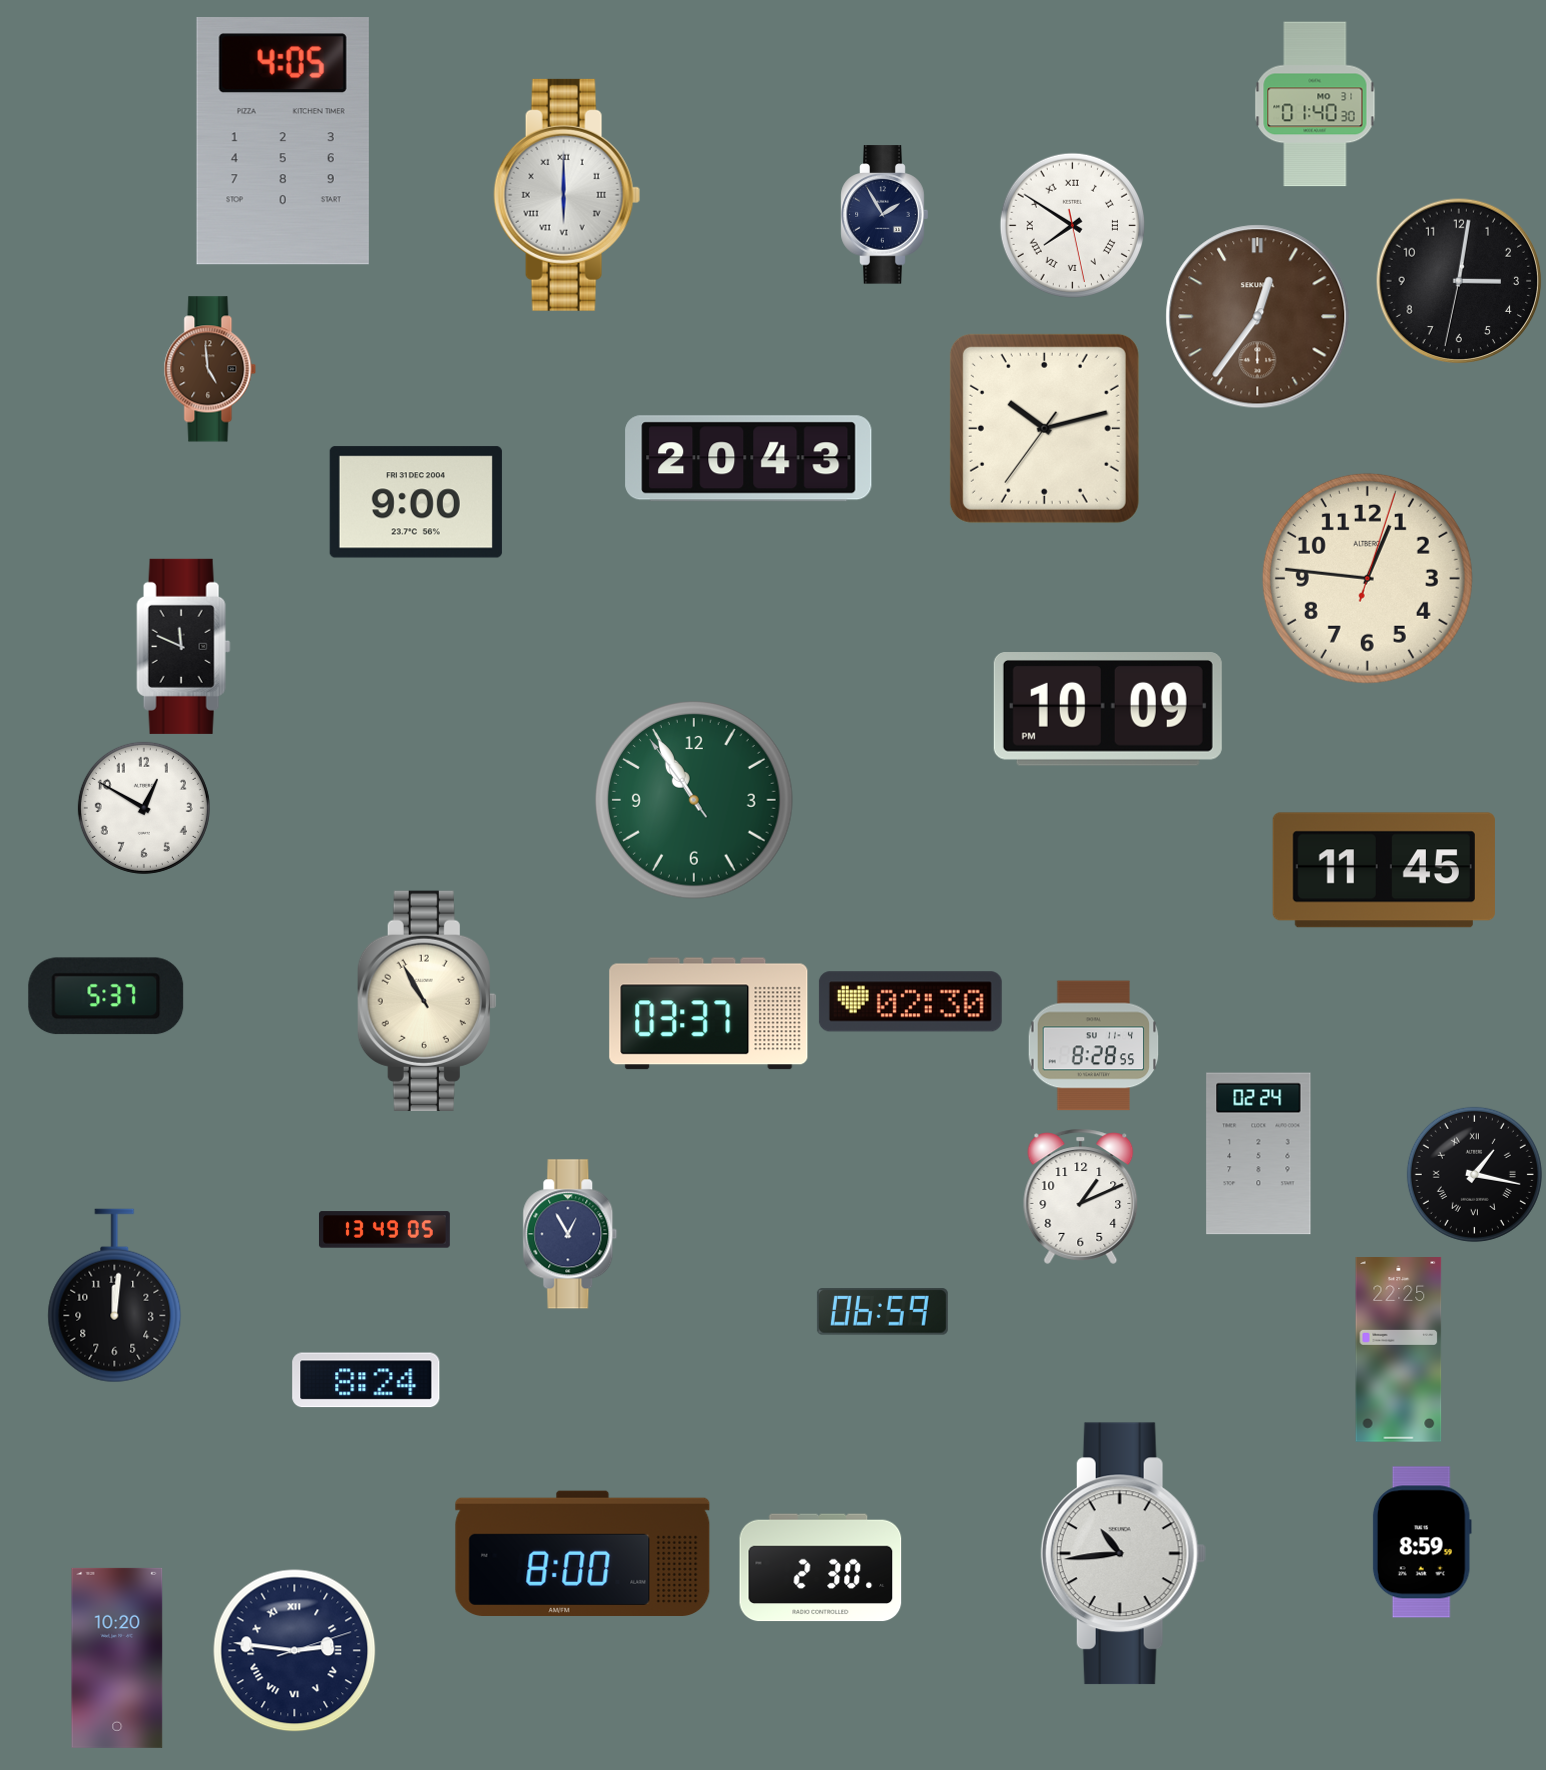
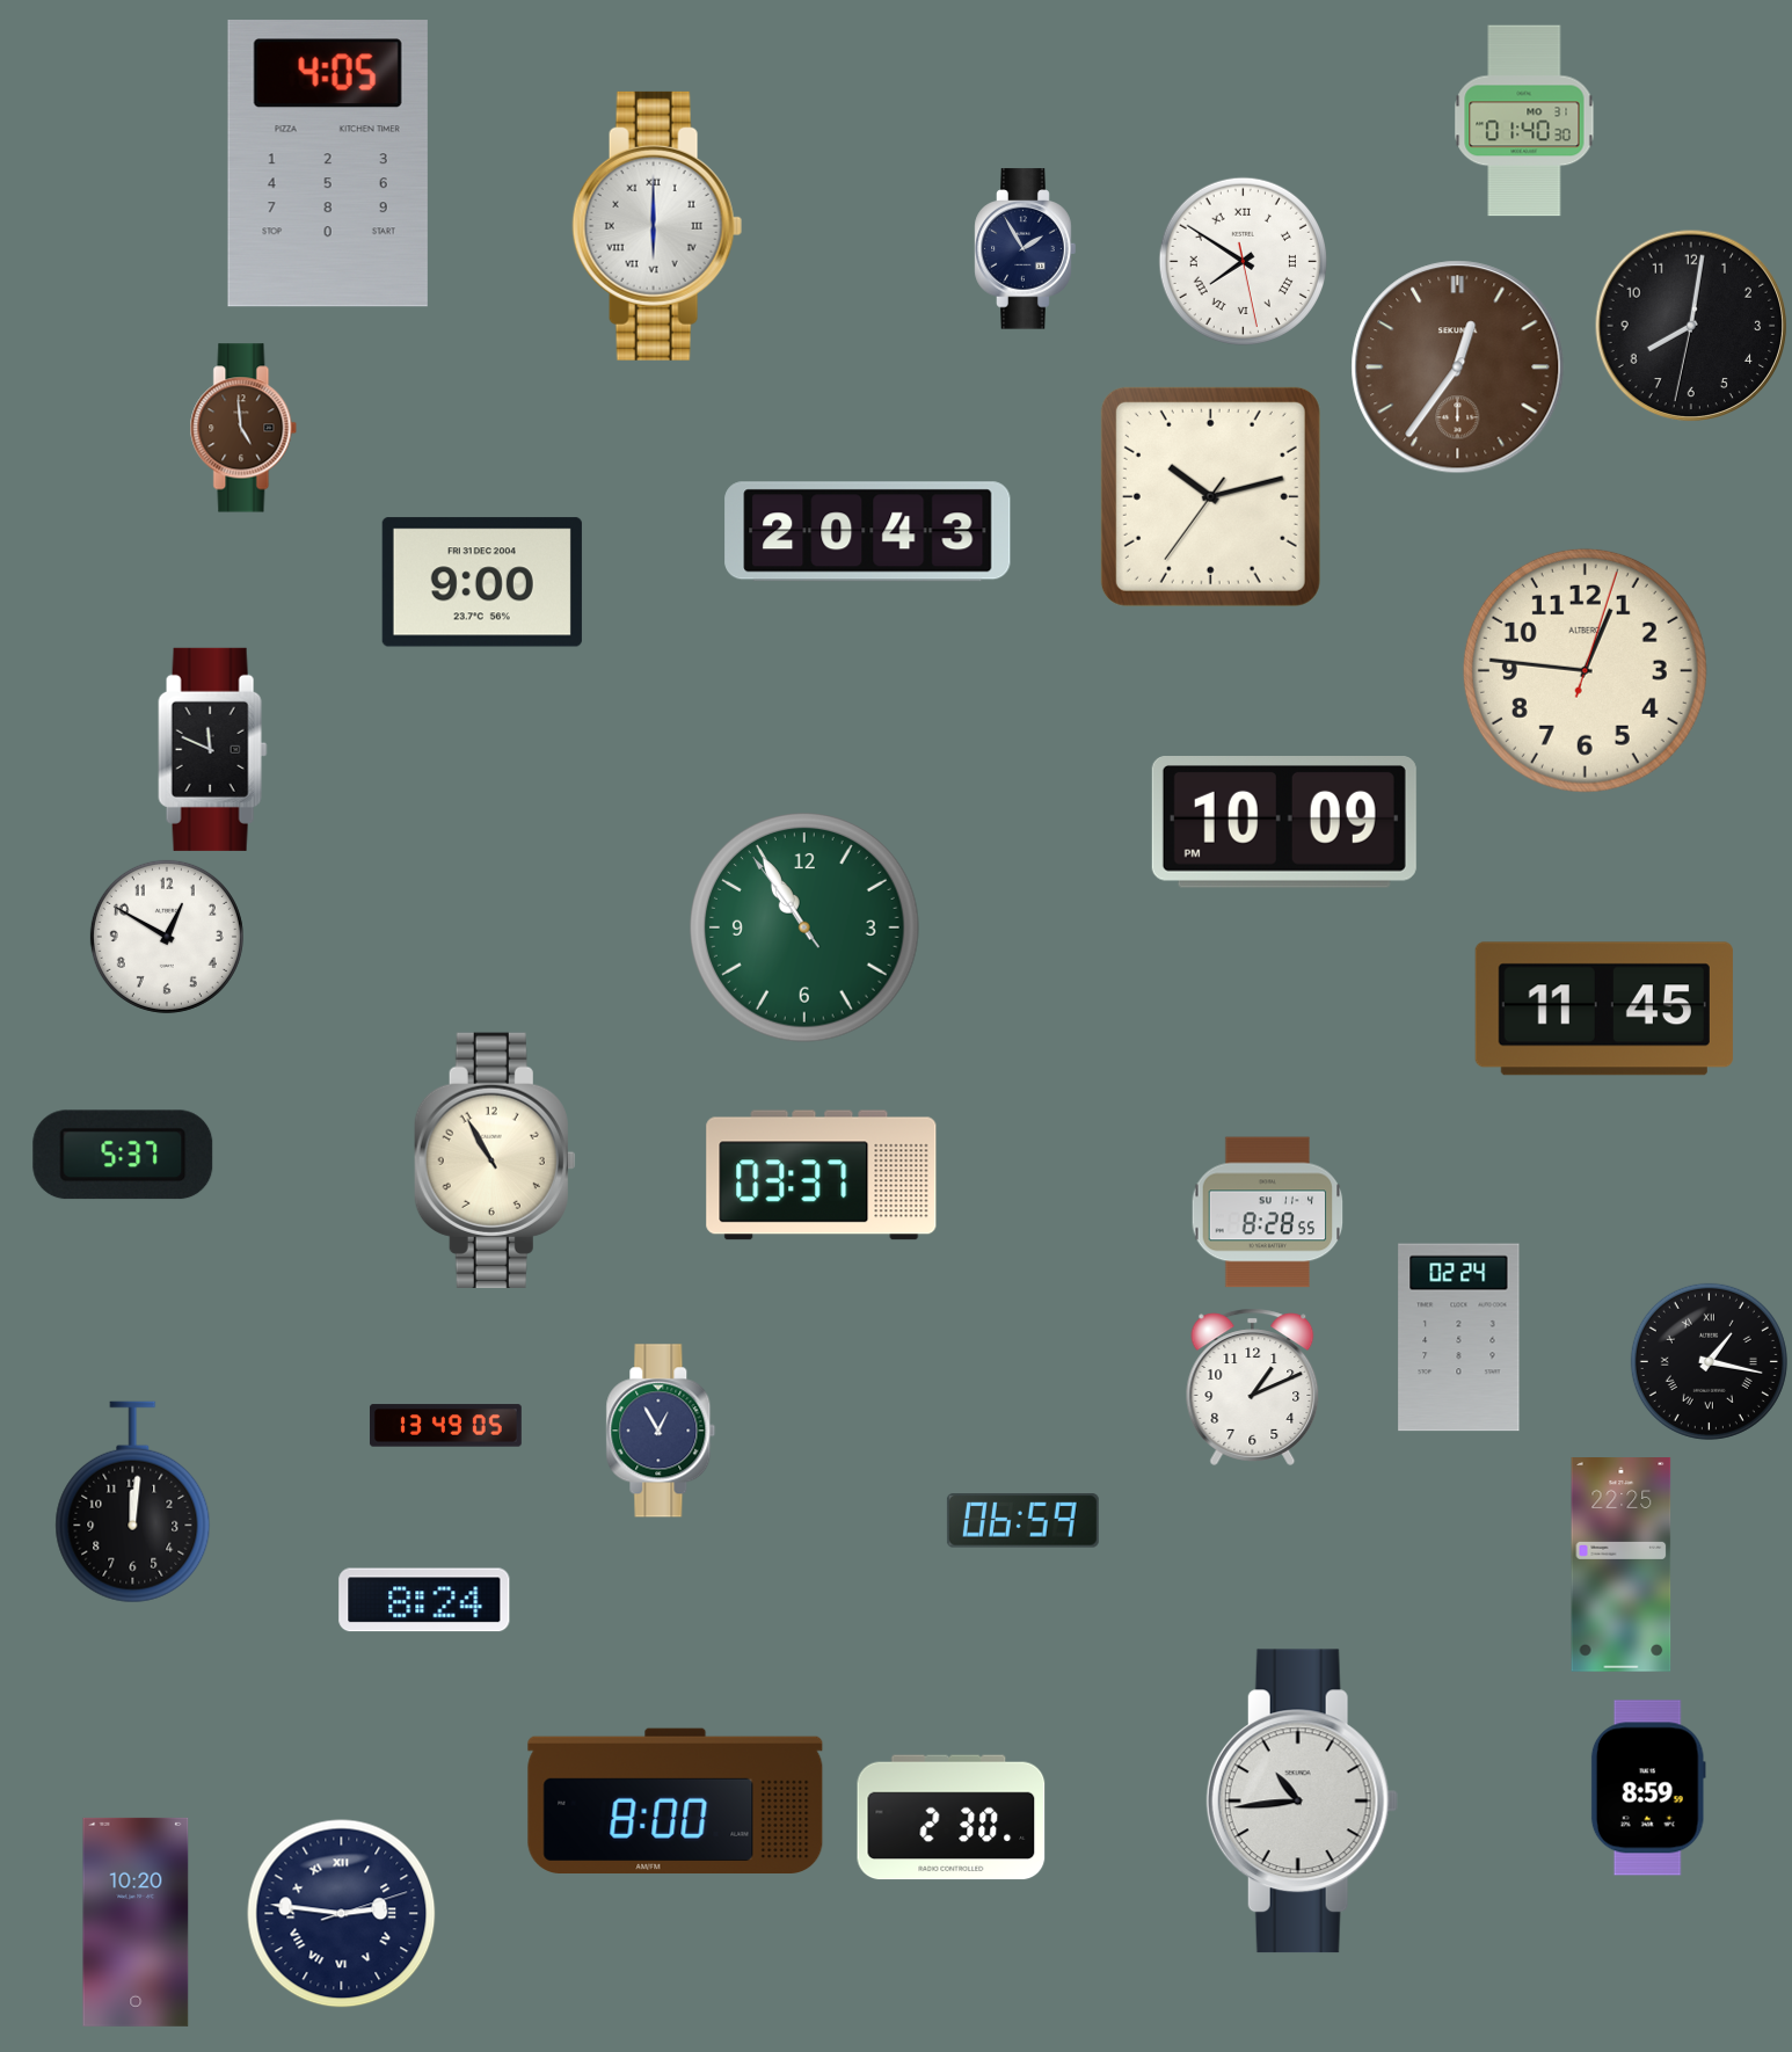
clock at (1459, 281): 3:01 -> 8:01
clock at (910, 1002): 02:30 -> none
